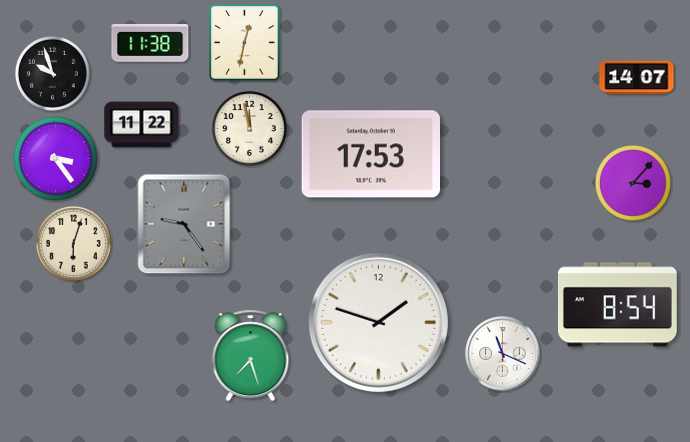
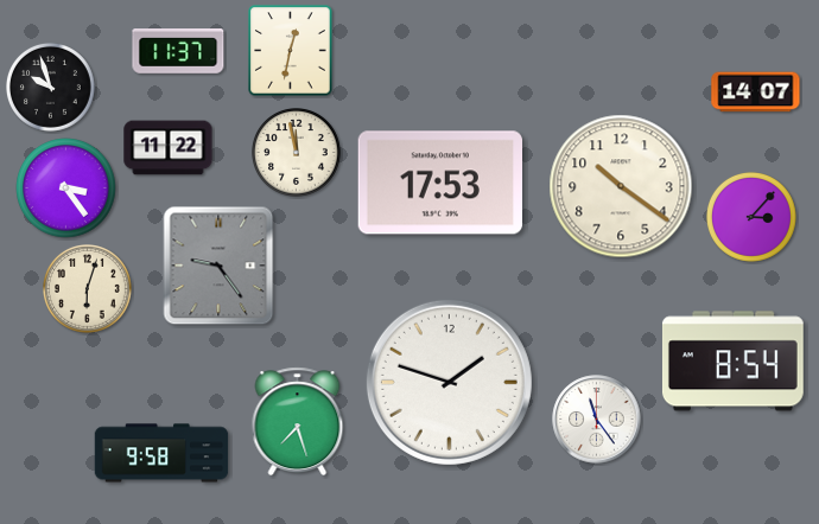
clock at (150, 44): 11:38 -> 11:37
clock at (53, 74) position: (53, 74) -> (51, 88)
clock at (621, 186): none -> 10:21
clock at (503, 354): 11:19 -> 11:24
clock at (161, 453): none -> 9:58
